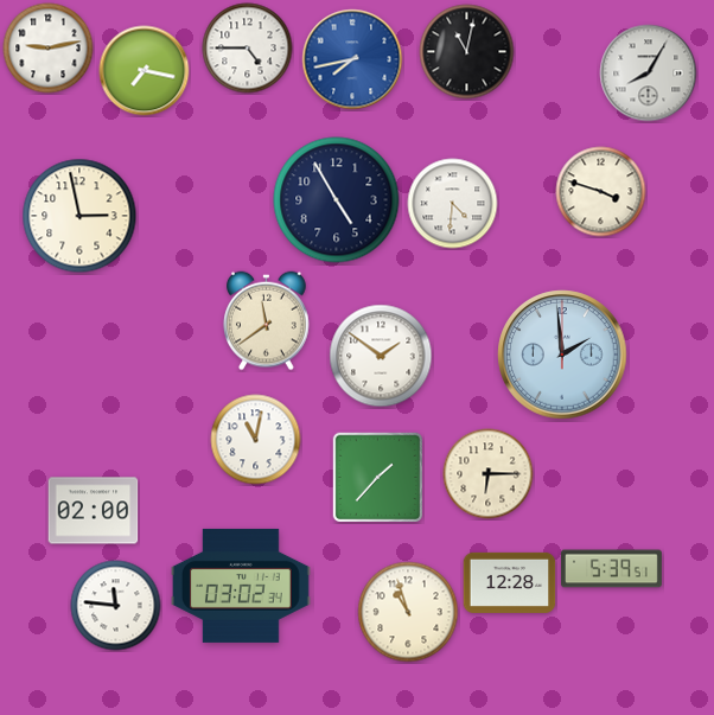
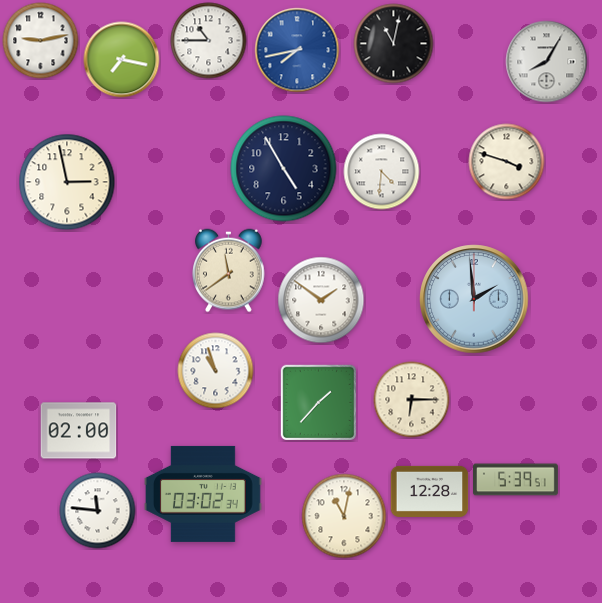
clock at (248, 49): 4:45 -> 10:45
clock at (267, 321) position: (267, 321) -> (229, 271)
clock at (256, 440): 11:02 -> 10:57
clock at (408, 612): 10:57 -> 11:02
